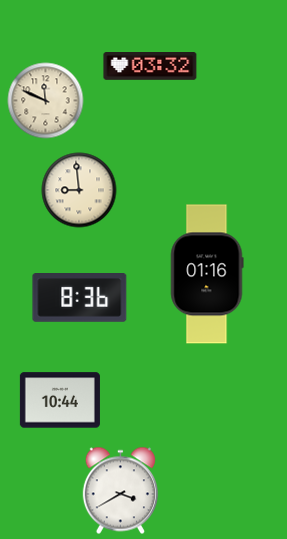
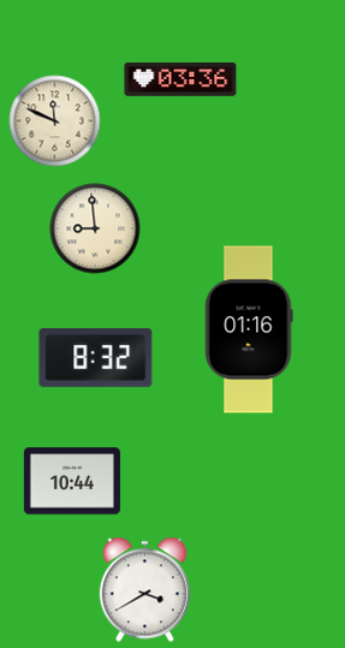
clock at (150, 67): 03:32 -> 03:36
clock at (80, 298): 8:36 -> 8:32
